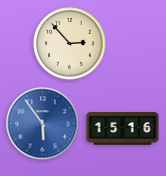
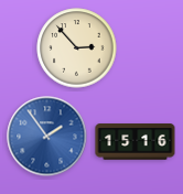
clock at (43, 124): 5:54 -> 1:54
